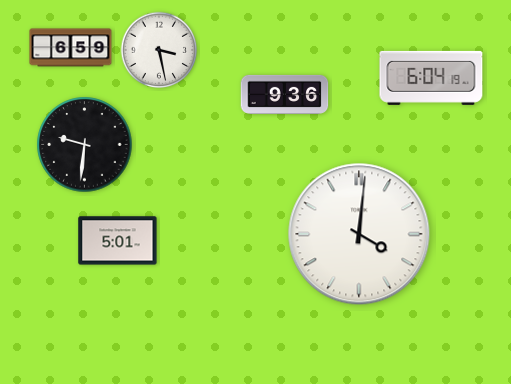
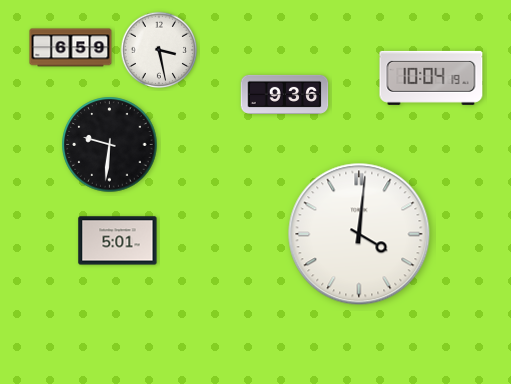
clock at (431, 78): 6:04 -> 10:04
clock at (85, 145) position: (85, 145) -> (110, 145)
